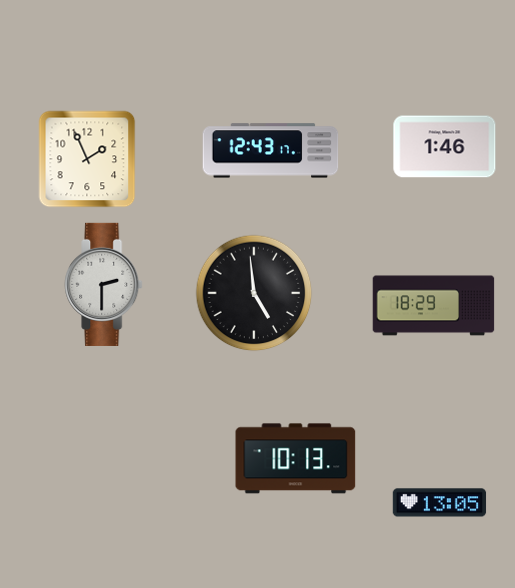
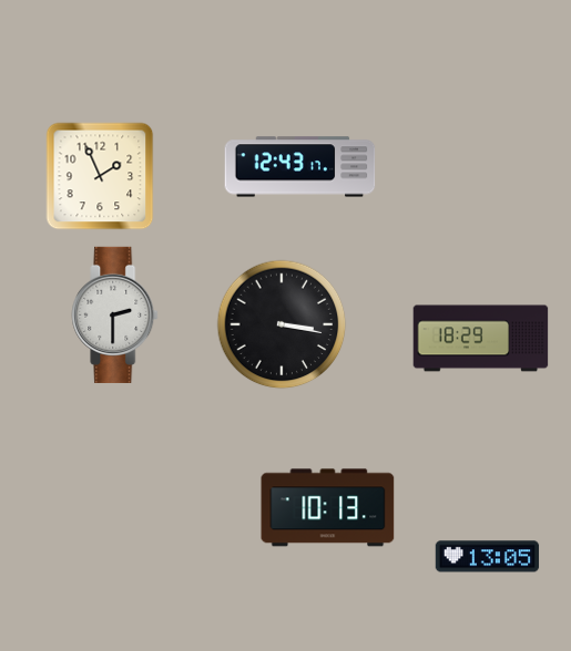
clock at (445, 147): 1:46 -> none
clock at (87, 159) position: (87, 159) -> (100, 176)
clock at (254, 293): 4:59 -> 3:17
